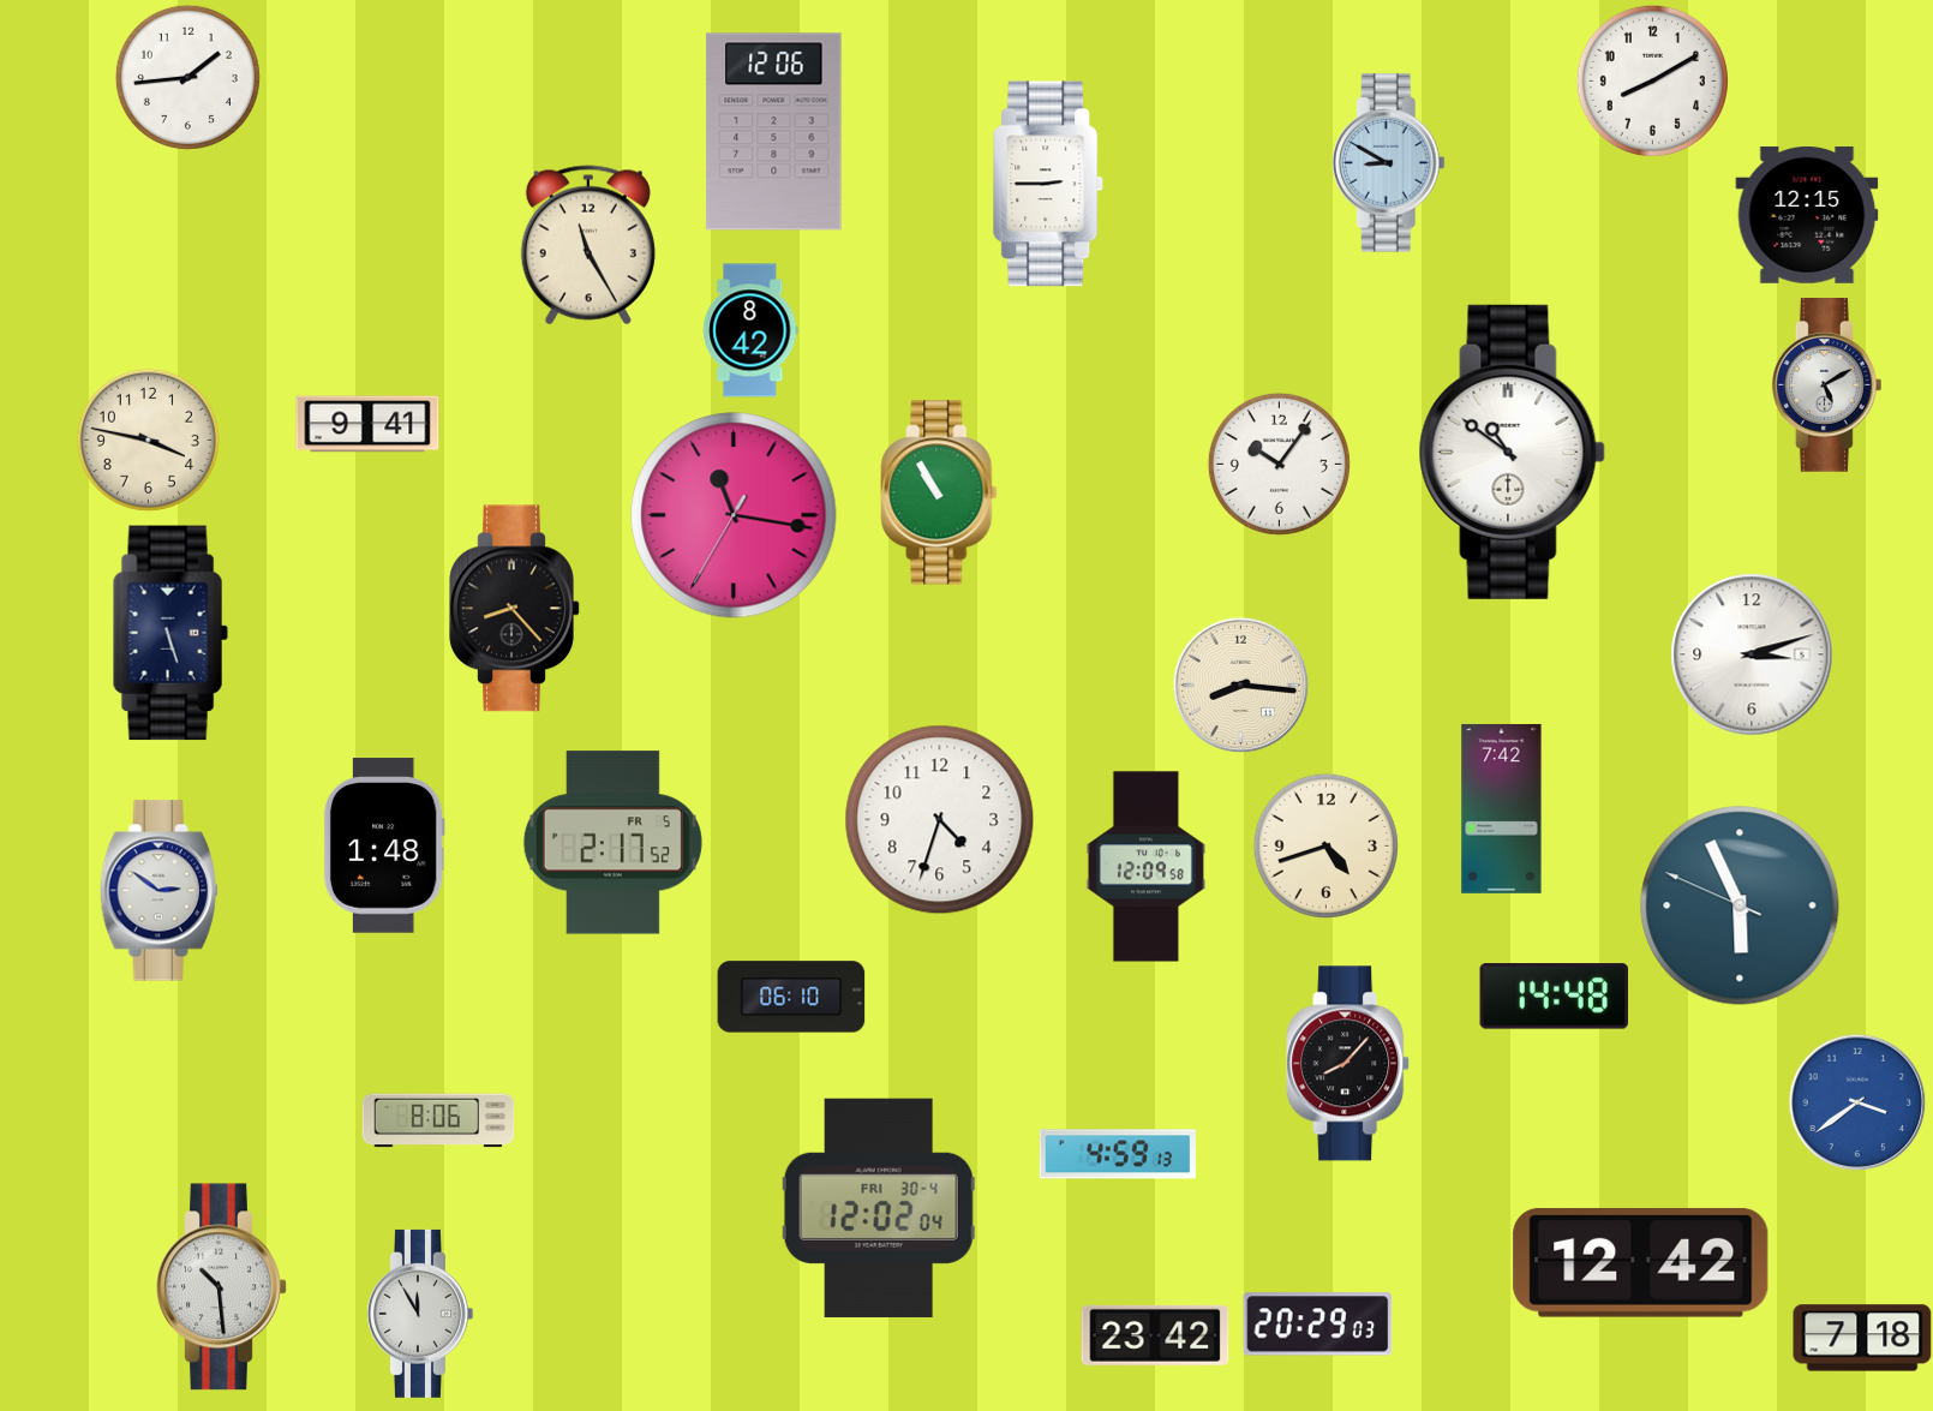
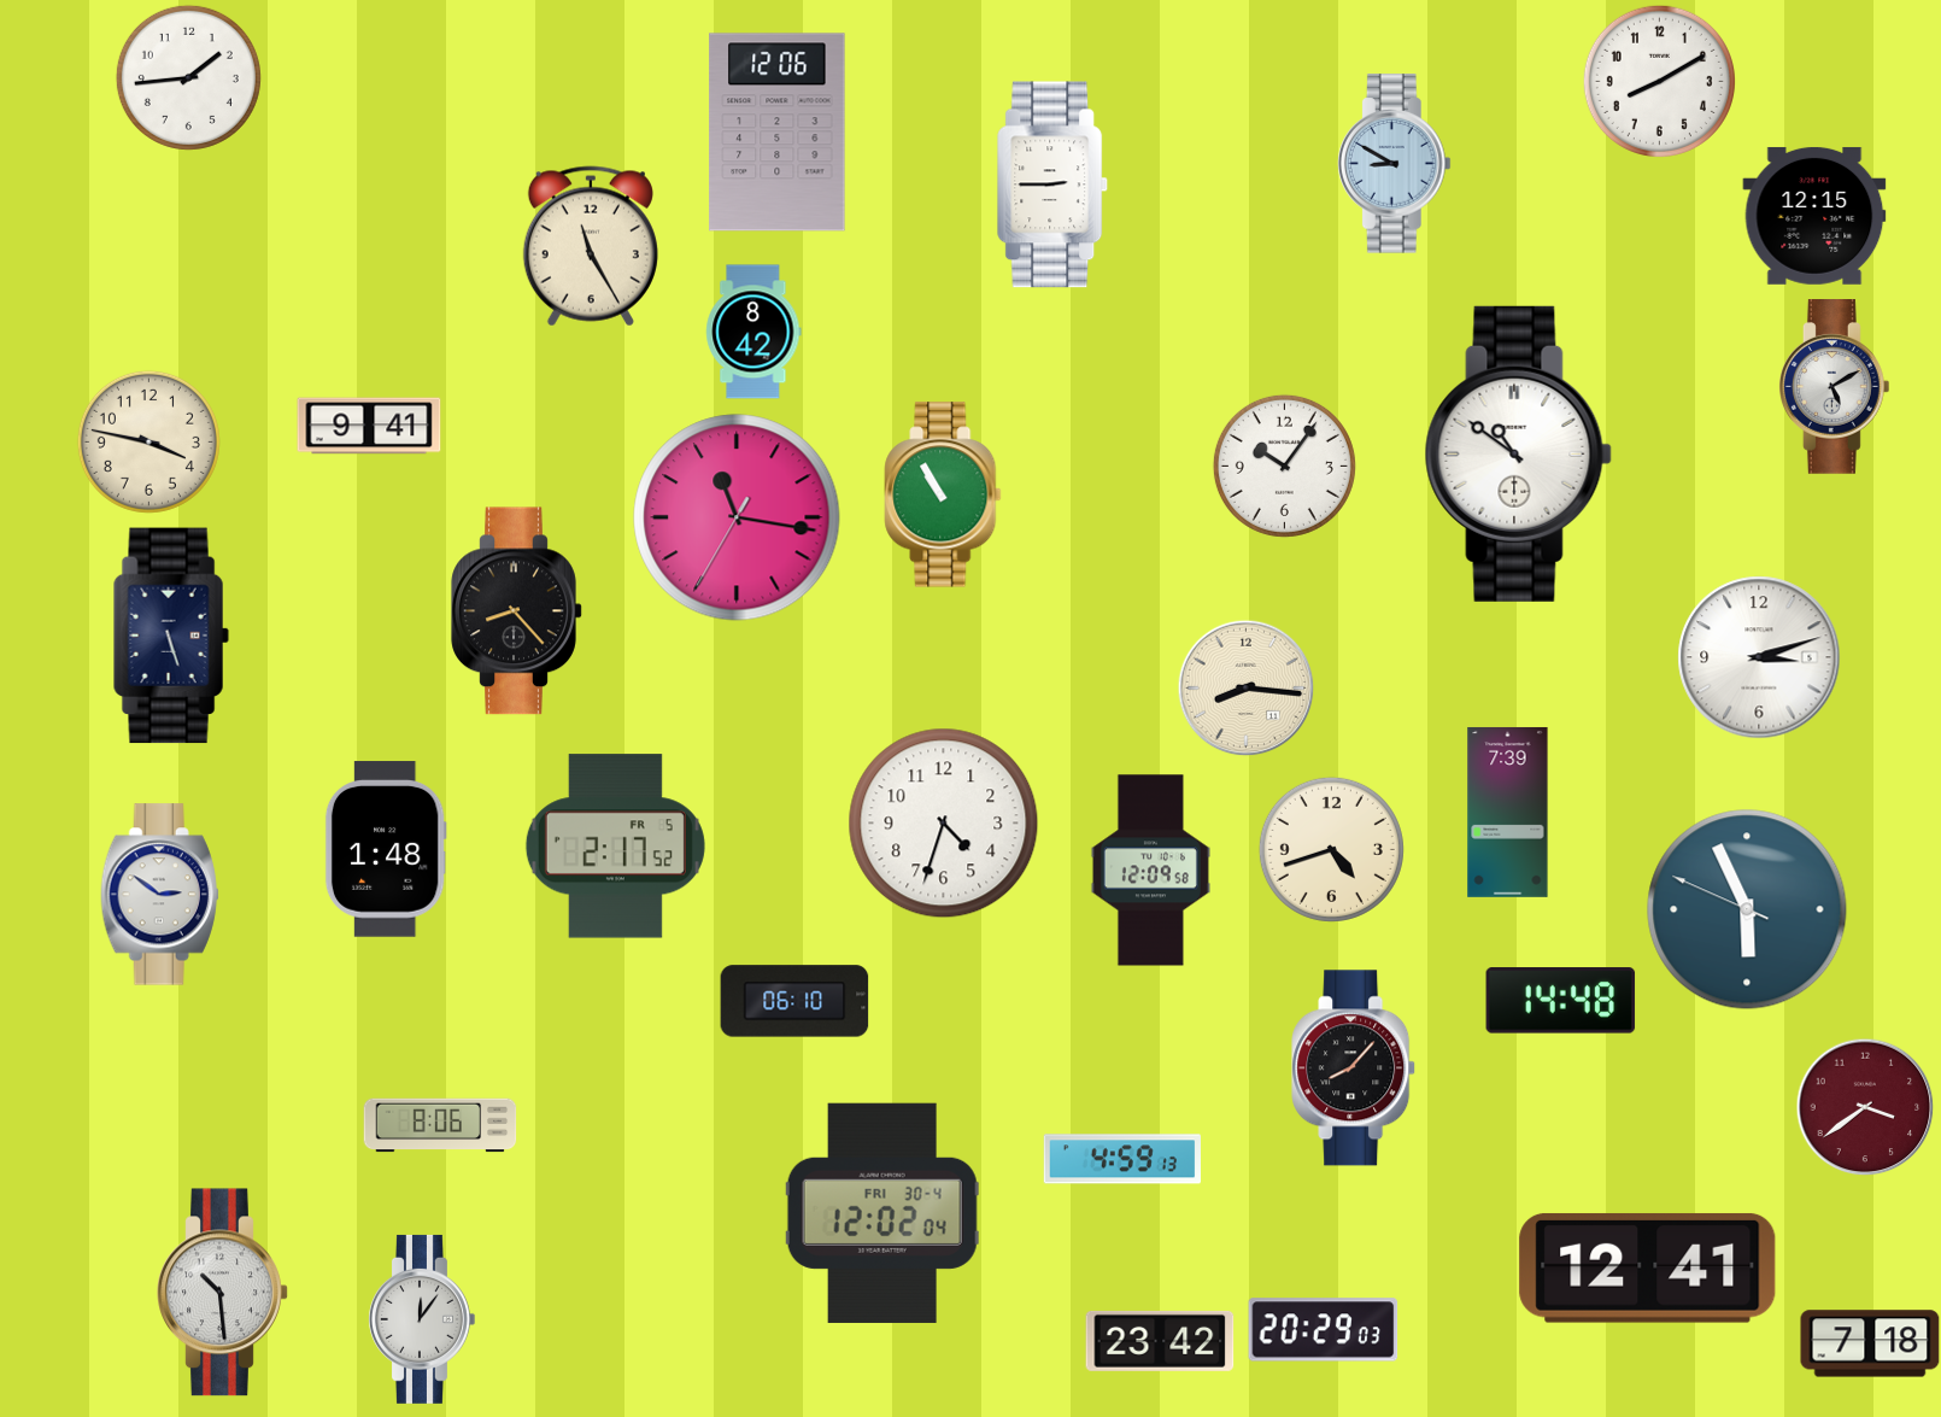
clock at (1502, 808): 7:42 -> 7:39
clock at (1857, 1102) dial: blue -> burgundy
clock at (1641, 1262): 12:42 -> 12:41
clock at (420, 1314): 11:55 -> 12:06
